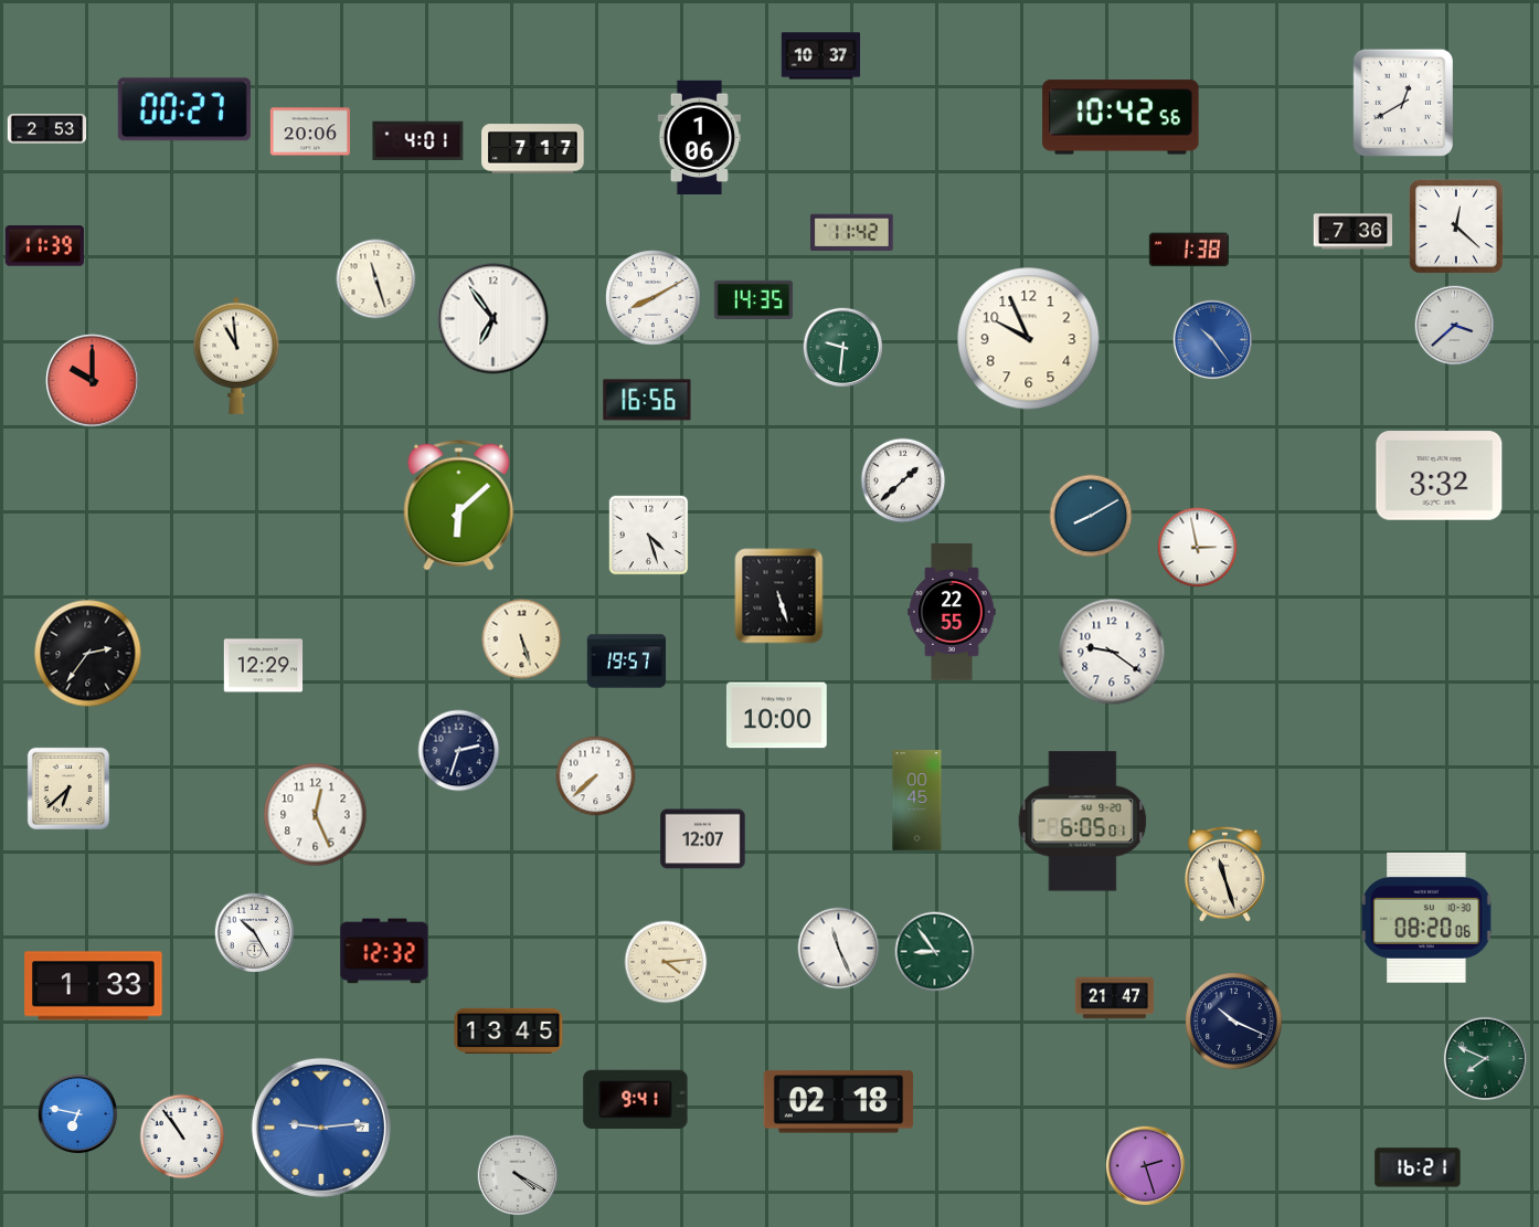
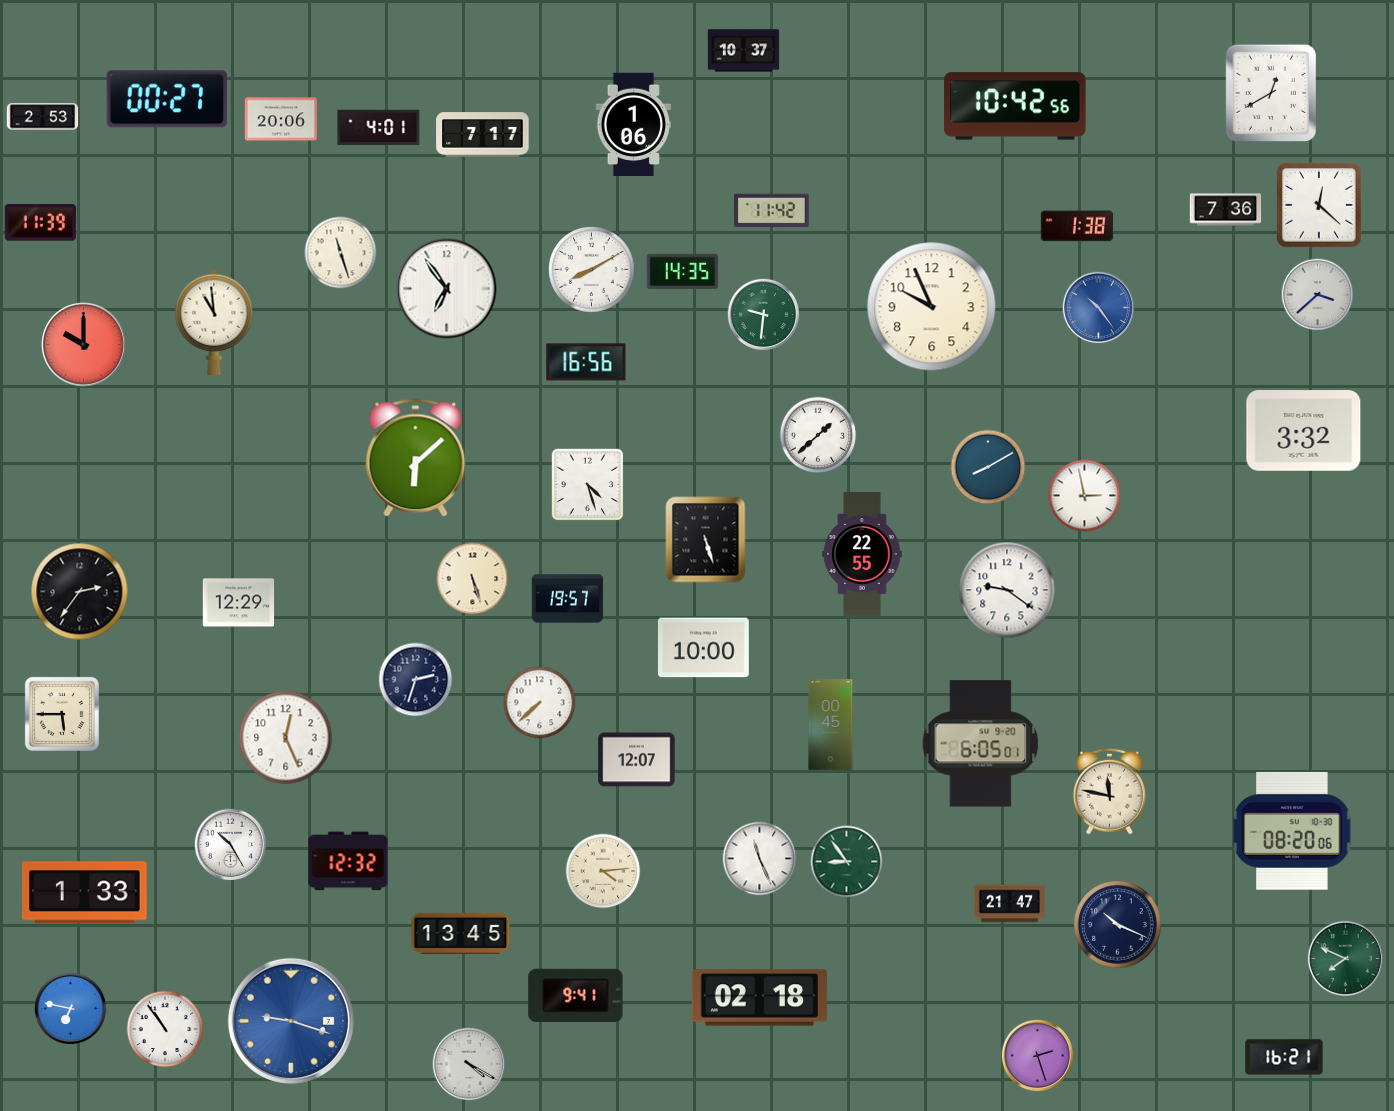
clock at (68, 789): 6:38 -> 5:45
clock at (1224, 874): 11:27 -> 11:47
clock at (321, 1128): 9:14 -> 9:18
